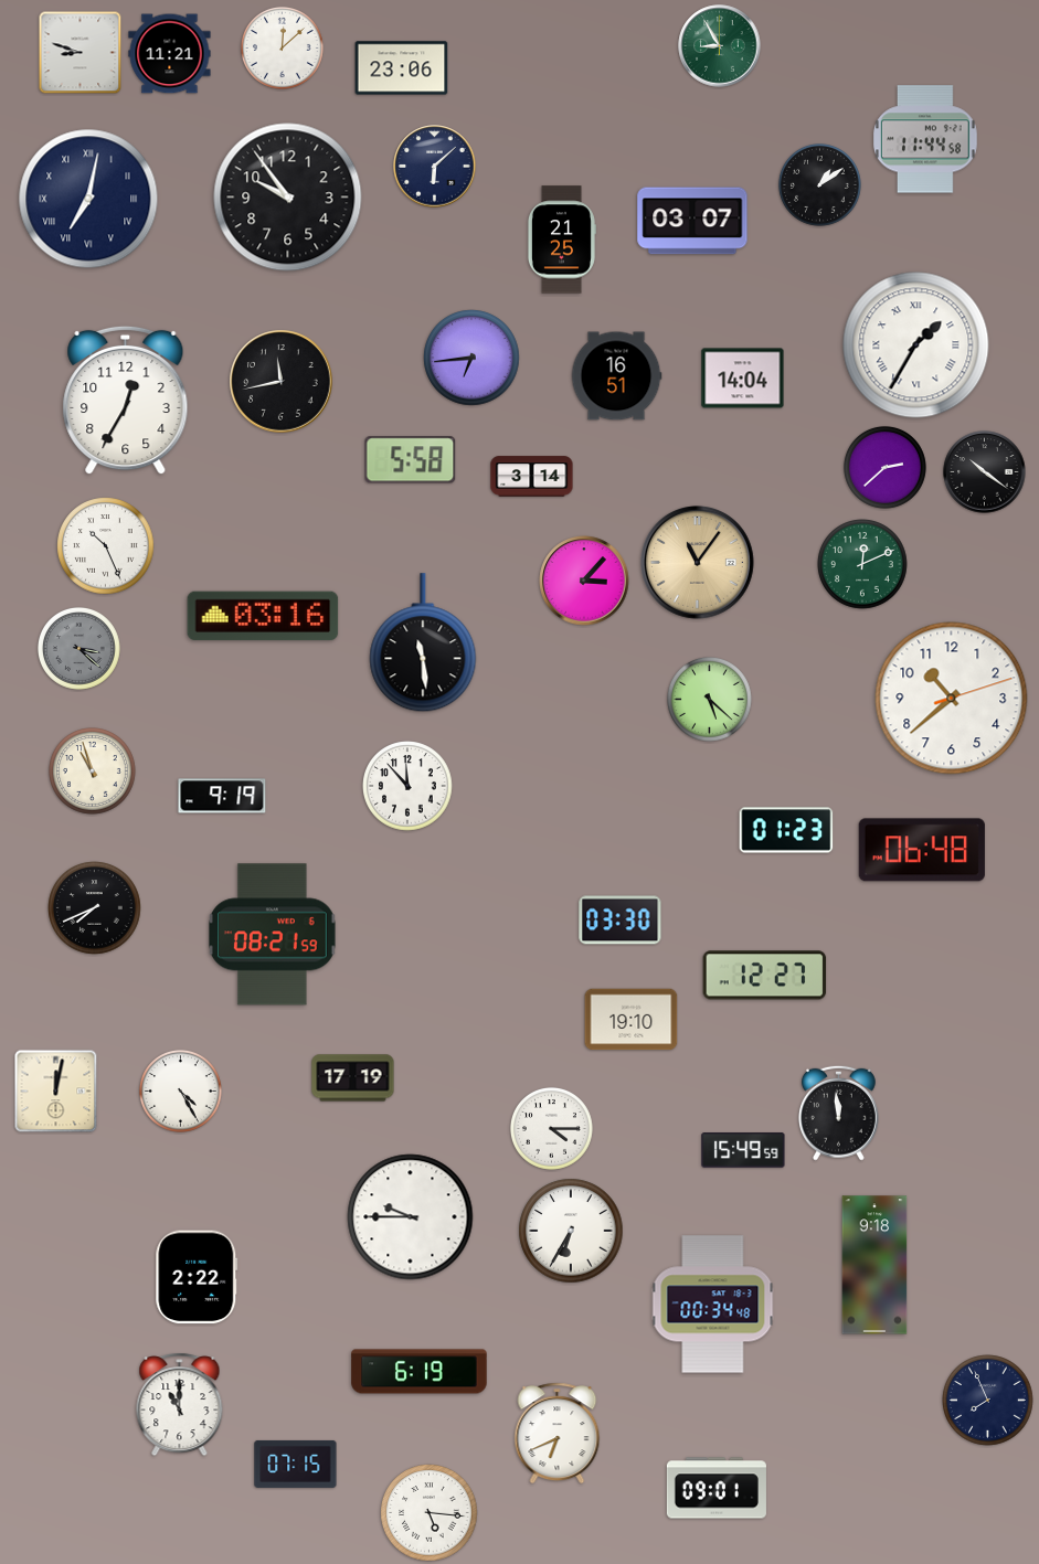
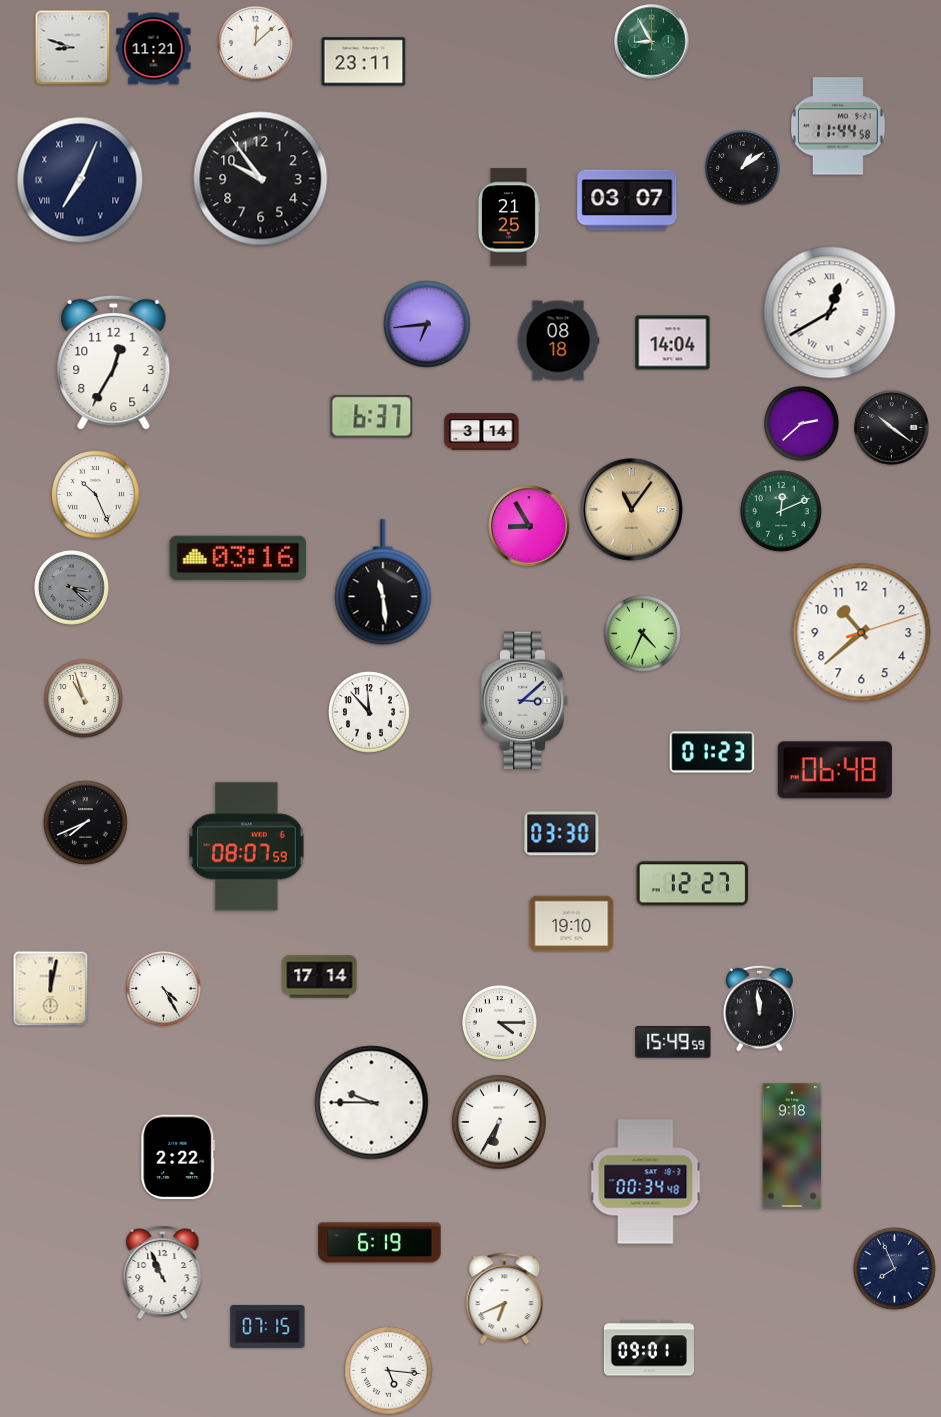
clock at (402, 68): 23:06 -> 23:11
clock at (435, 167): 6:08 -> none
clock at (88, 199): 7:02 -> 7:04
clock at (916, 345): 1:35 -> 12:40
clock at (616, 376): 16:51 -> 08:18
clock at (282, 382): 11:43 -> none
clock at (411, 460): 5:58 -> 6:37
clock at (584, 581): 3:07 -> 8:55
clock at (710, 700): 5:22 -> 4:34
clock at (525, 701): none -> 3:08
clock at (222, 796): 9:19 -> none
clock at (272, 935): 08:21 -> 08:07
clock at (353, 1078): 17:19 -> 17:14
clock at (571, 1231) position: (571, 1231) -> (499, 1122)
clock at (180, 1404): 11:00 -> 10:56
